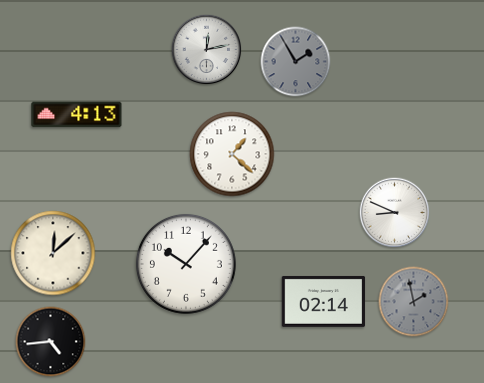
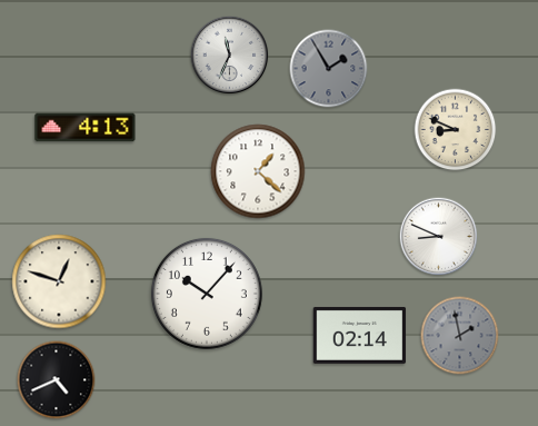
clock at (207, 50): 12:13 -> 11:34
clock at (456, 130): none -> 8:49
clock at (53, 253): 12:08 -> 12:48
clock at (51, 342): 4:44 -> 4:41
